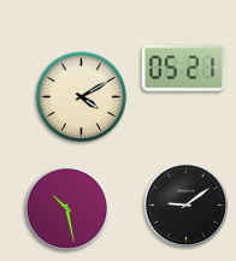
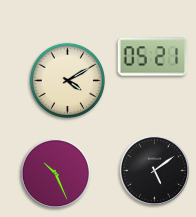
clock at (187, 206): 9:09 -> 5:09
clock at (67, 209): 10:28 -> 10:26
